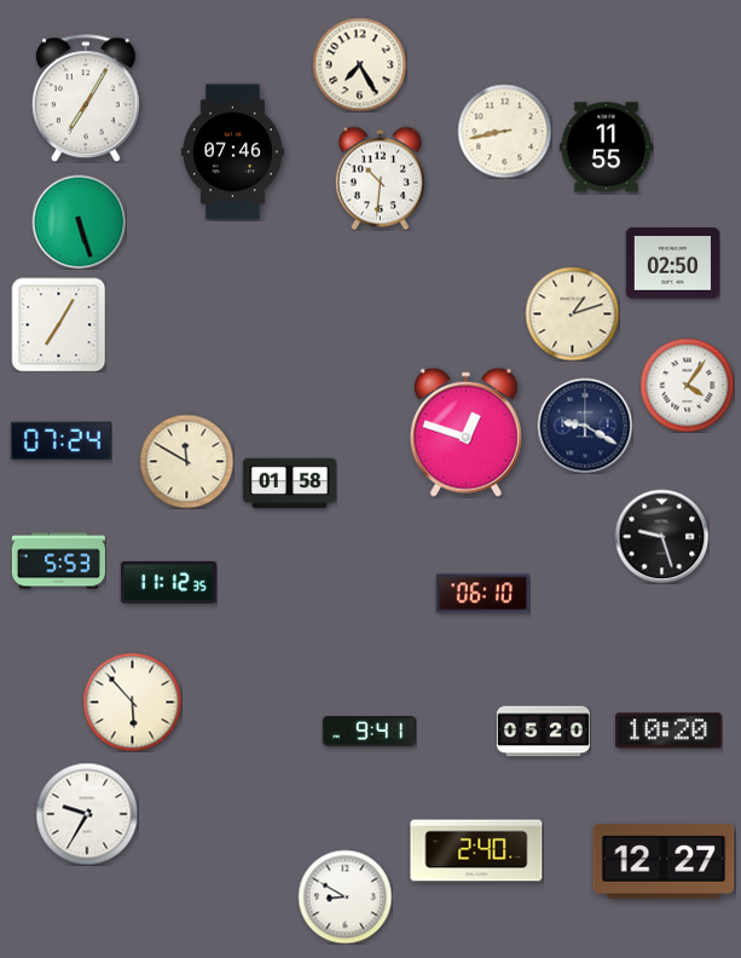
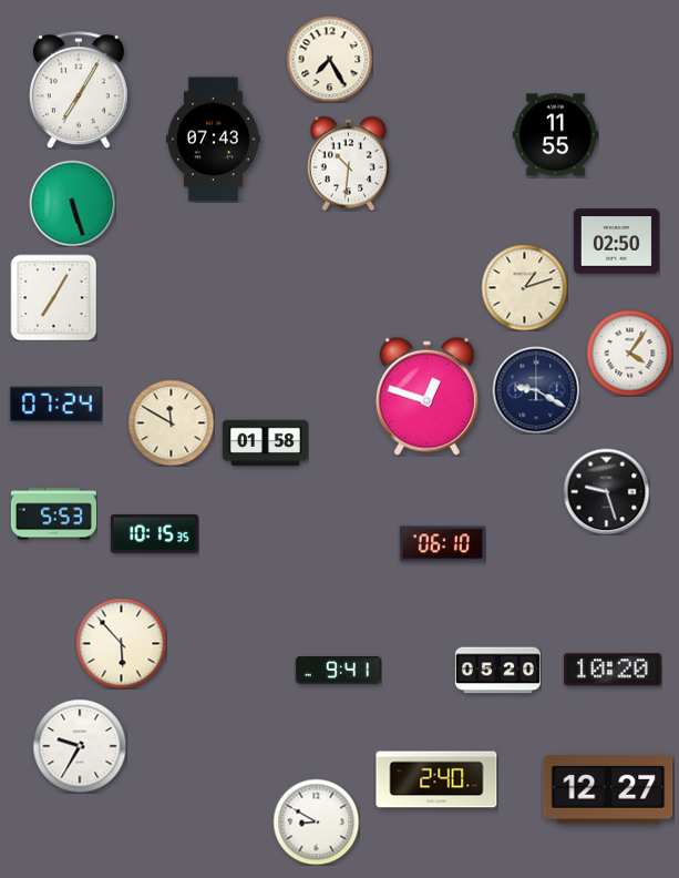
clock at (504, 131): 8:43 -> none
clock at (232, 152): 07:46 -> 07:43
clock at (168, 582): 11:12 -> 10:15
